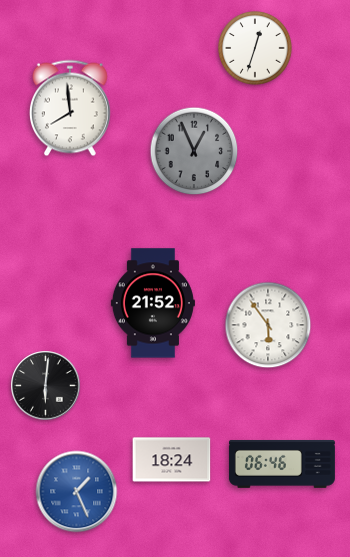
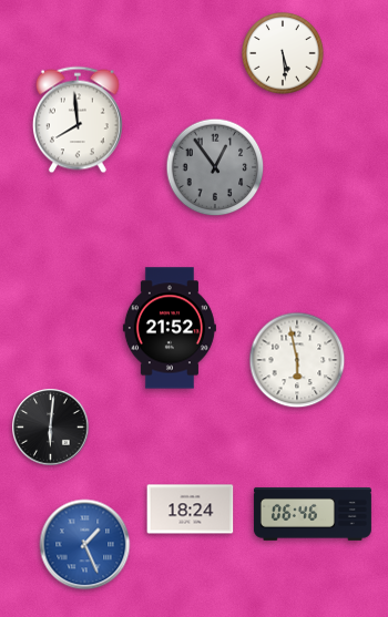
clock at (255, 48): 12:33 -> 5:29
clock at (194, 151): 12:56 -> 12:54
clock at (153, 303) position: (153, 303) -> (170, 328)
clock at (268, 325): 5:54 -> 5:58
